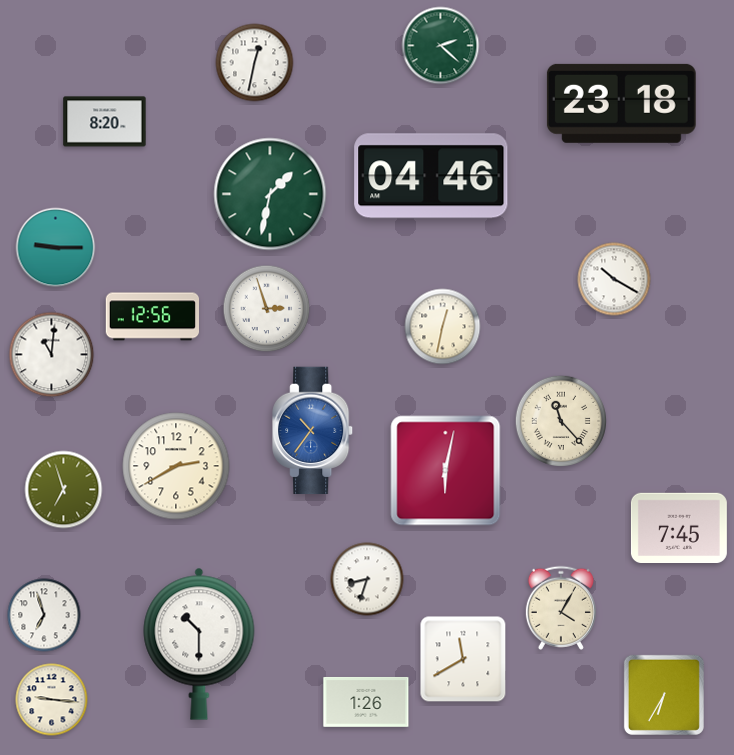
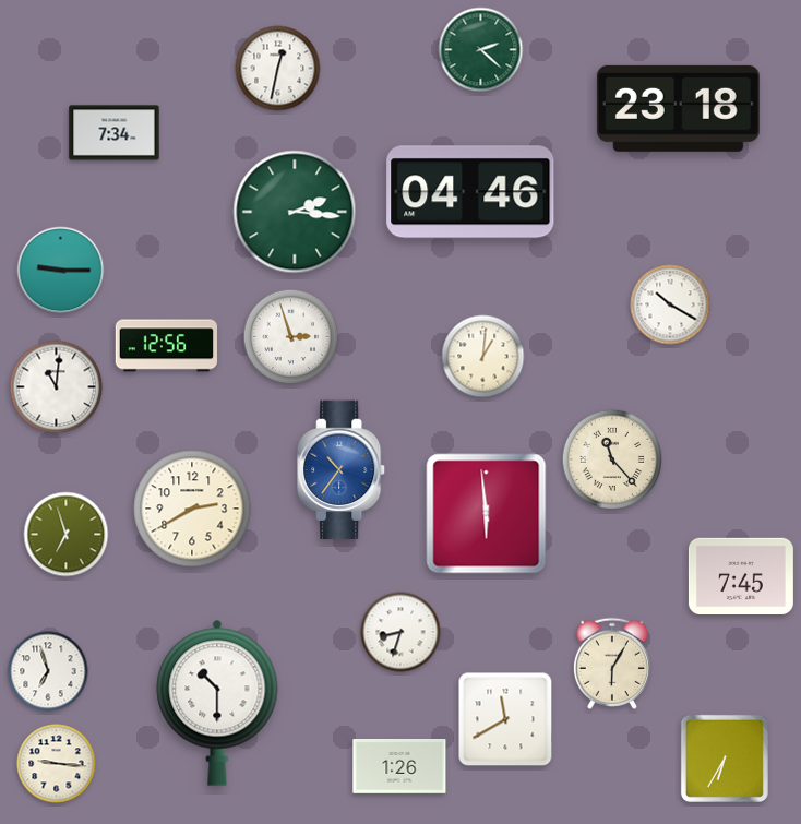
clock at (621, 103) position: (621, 103) -> (678, 108)
clock at (105, 122): 8:20 -> 7:34
clock at (270, 194): 1:32 -> 2:16
clock at (443, 327): 12:32 -> 1:01
clock at (446, 471): 6:02 -> 5:59
clock at (64, 490) position: (64, 490) -> (67, 535)
clock at (561, 608): 4:05 -> 6:05
